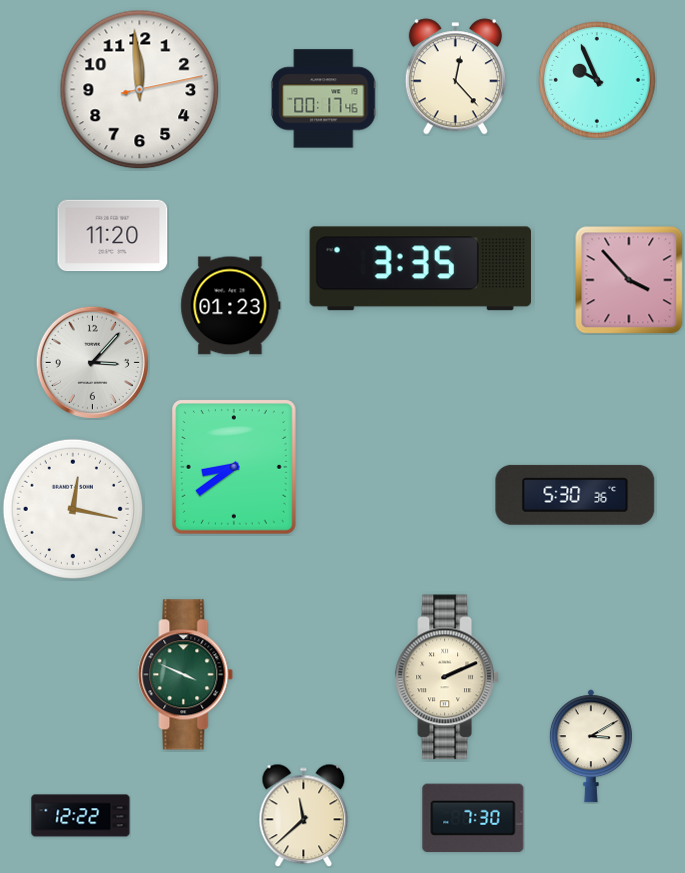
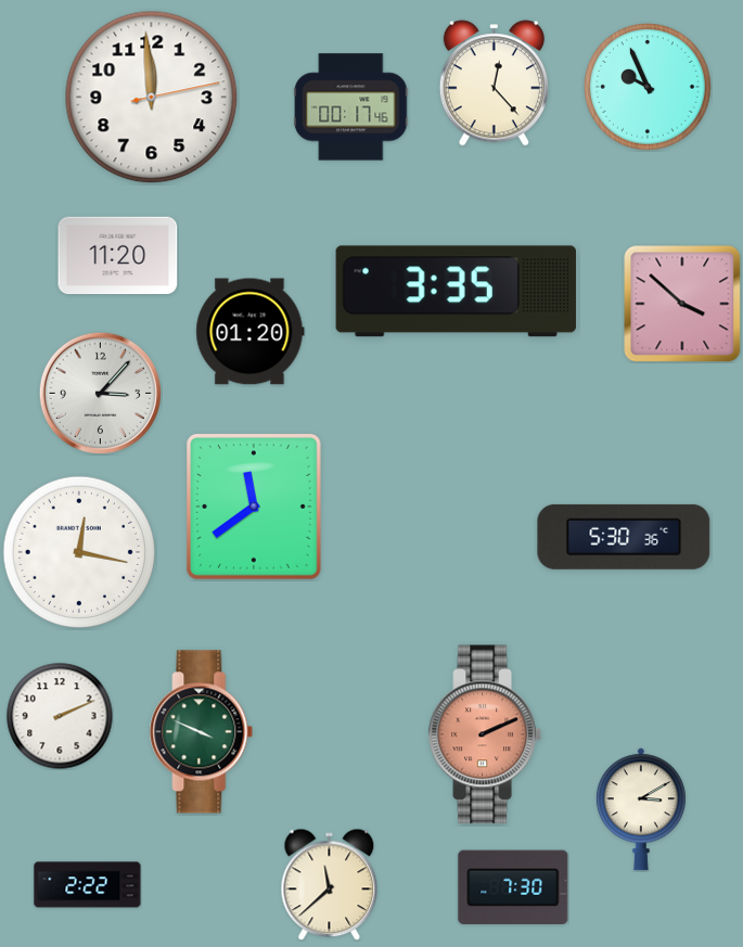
clock at (113, 236) position: (113, 236) -> (118, 256)
clock at (629, 280): 3:53 -> 3:52
clock at (231, 306): 01:23 -> 01:20
clock at (235, 468): 8:39 -> 11:39
clock at (60, 716): none -> 2:11
clock at (447, 677) dial: cream -> salmon
clock at (81, 816): 12:22 -> 2:22
